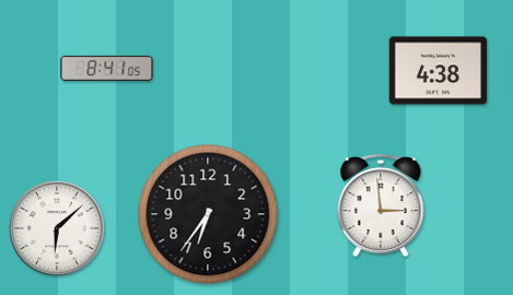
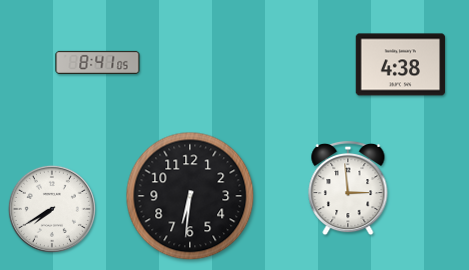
clock at (208, 214): 6:36 -> 6:31
clock at (57, 228): 6:08 -> 7:40
